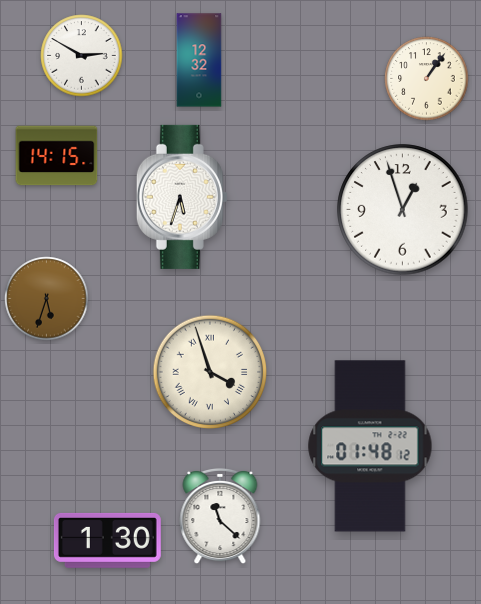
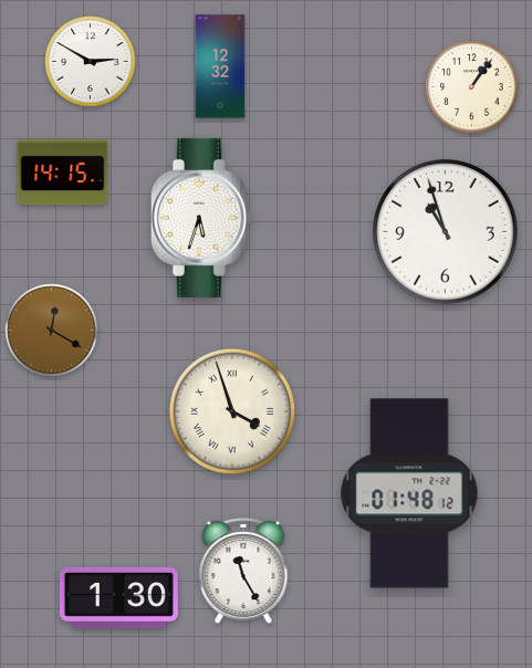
clock at (403, 210): 12:57 -> 10:57
clock at (47, 299): 5:33 -> 12:20
clock at (220, 516): 11:22 -> 11:25
